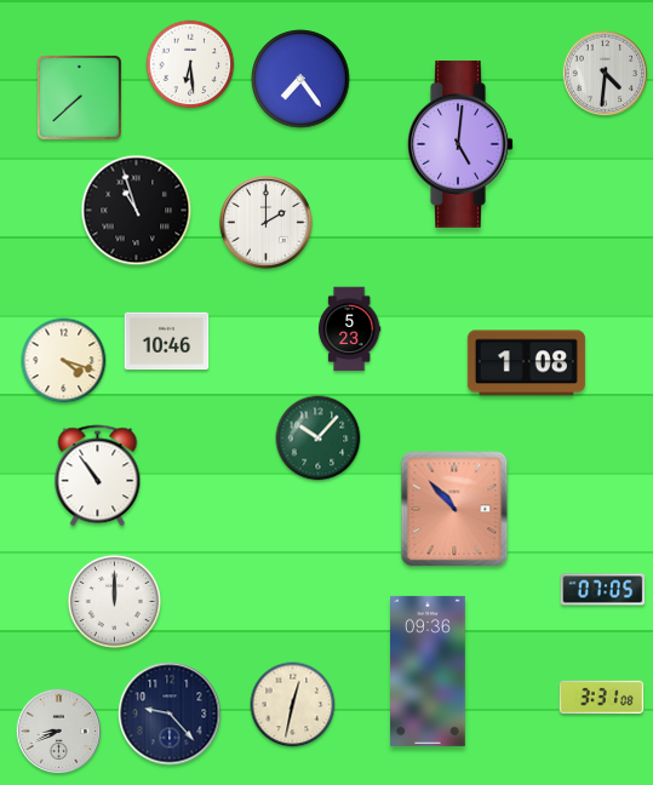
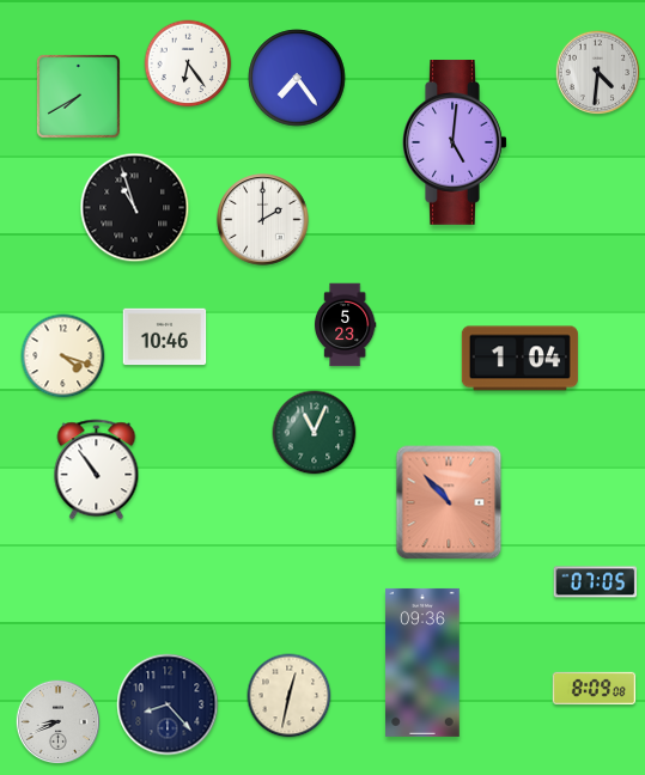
clock at (190, 64): 6:29 -> 6:24
clock at (79, 97): 7:38 -> 7:40
clock at (526, 363): 1:08 -> 1:04
clock at (319, 439): 10:07 -> 11:04
clock at (114, 601): 12:00 -> none
clock at (602, 697): 3:31 -> 8:09
clock at (170, 714): 9:23 -> 8:23
